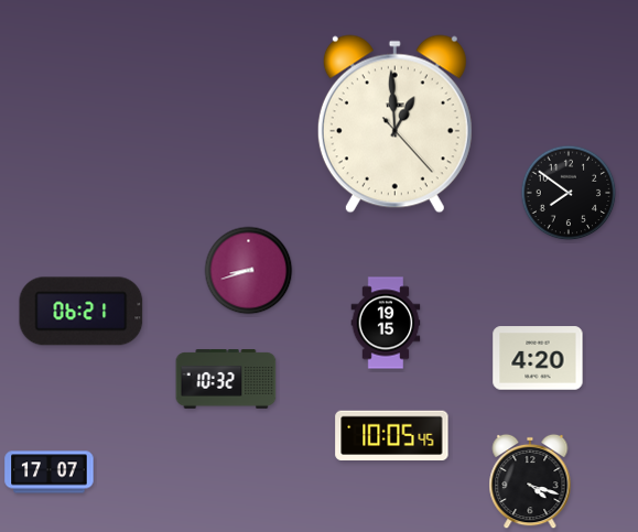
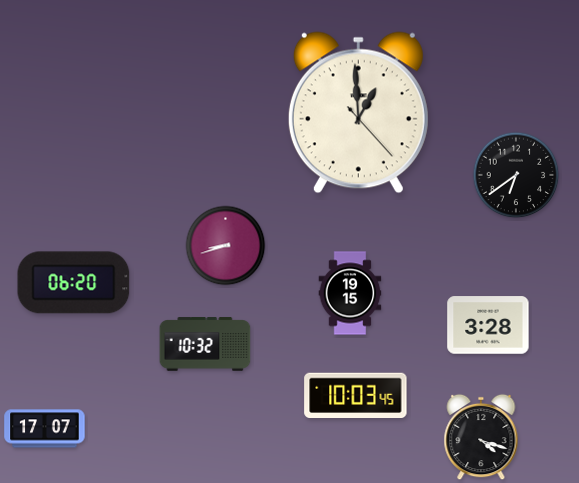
clock at (569, 193): 7:51 -> 6:39
clock at (82, 312): 06:21 -> 06:20
clock at (538, 358): 4:20 -> 3:28
clock at (392, 435): 10:05 -> 10:03
